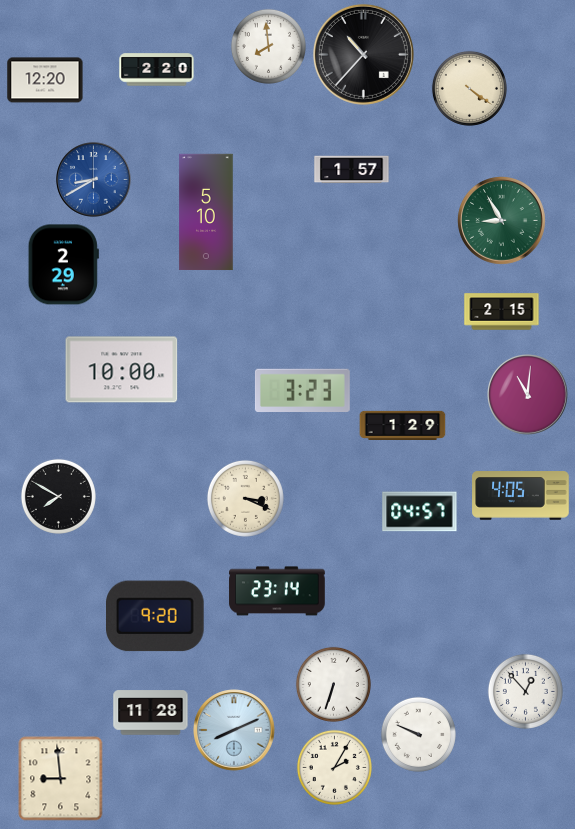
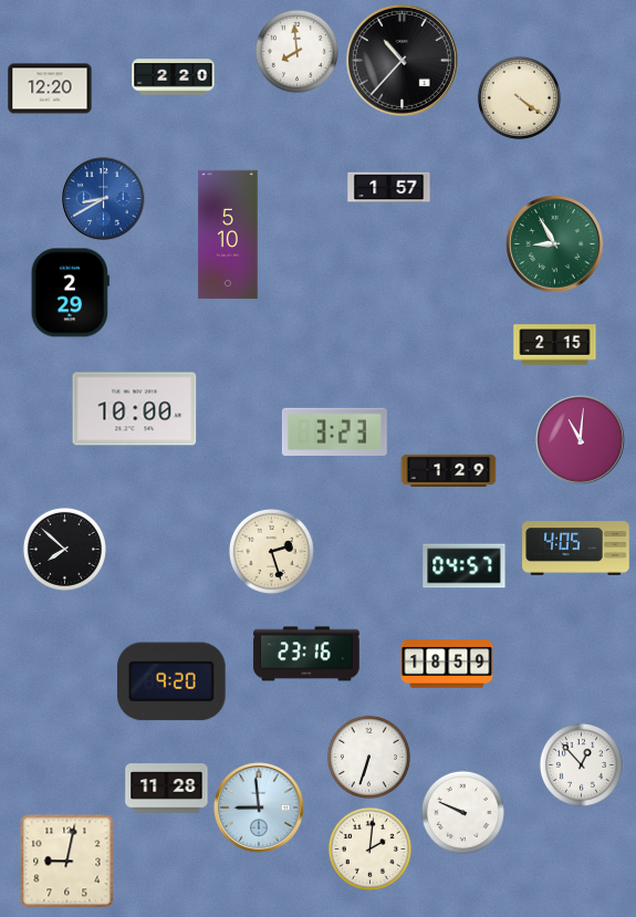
clock at (528, 395) position: (528, 395) -> (581, 440)
clock at (403, 425) position: (403, 425) -> (449, 470)
clock at (58, 496): 7:50 -> 7:52
clock at (245, 498): 3:19 -> 2:27
clock at (277, 591): 23:14 -> 23:16
clock at (447, 664): none -> 18:59
clock at (234, 730): 8:11 -> 8:59
clock at (334, 767): 2:05 -> 2:01
clock at (61, 779): 8:59 -> 9:02
